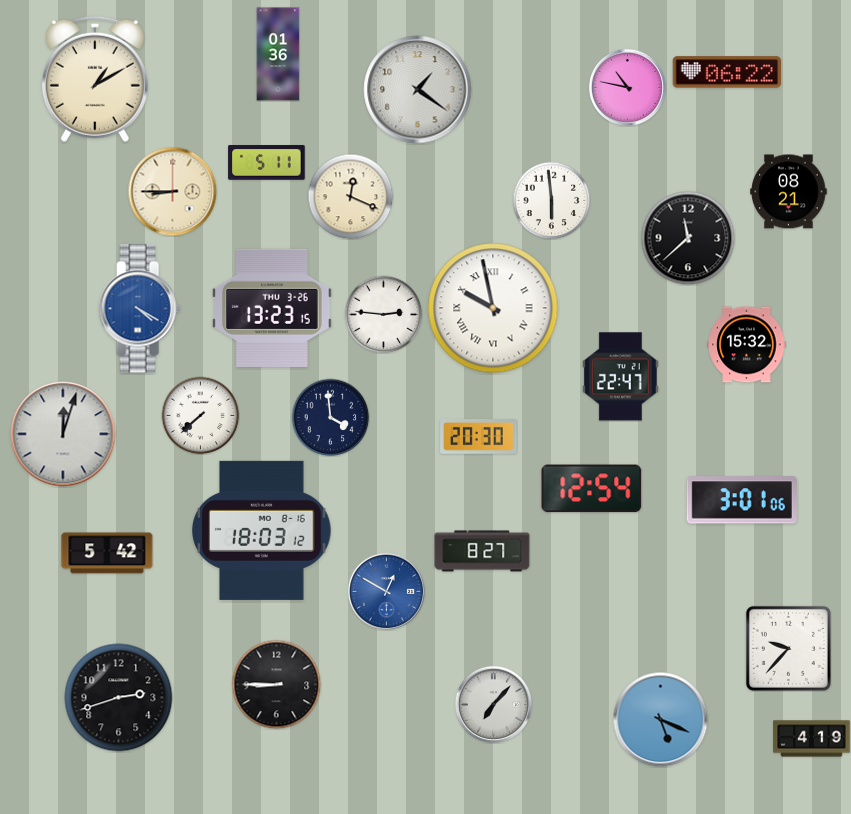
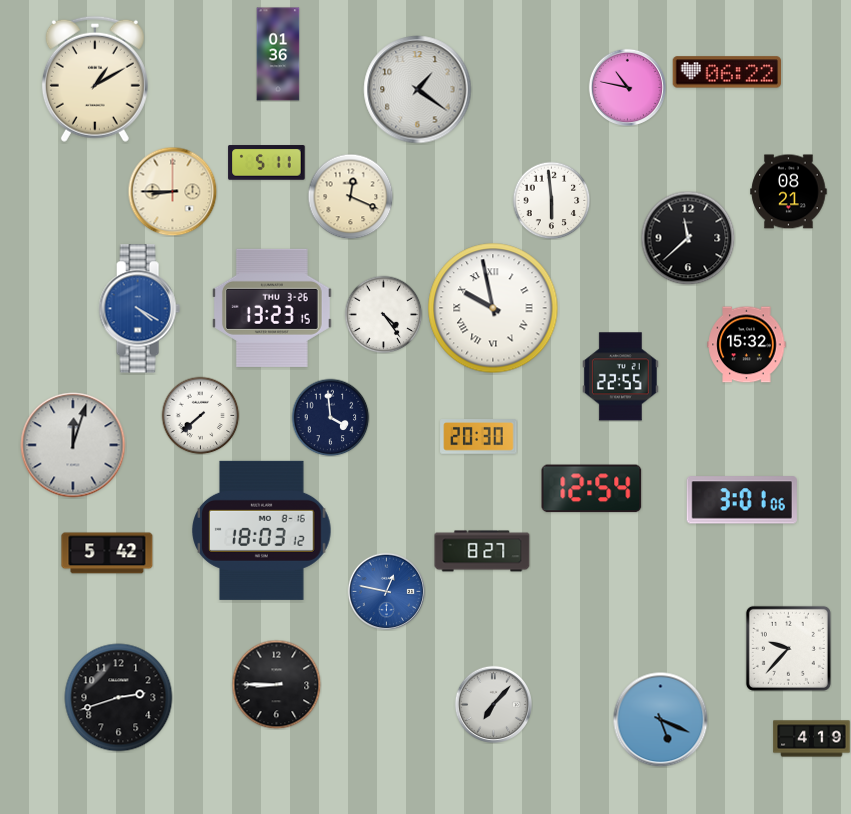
clock at (383, 314): 2:46 -> 4:24
clock at (620, 377): 22:47 -> 22:55
clock at (63, 434) position: (63, 434) -> (73, 445)
clock at (386, 591): 12:50 -> 12:47
